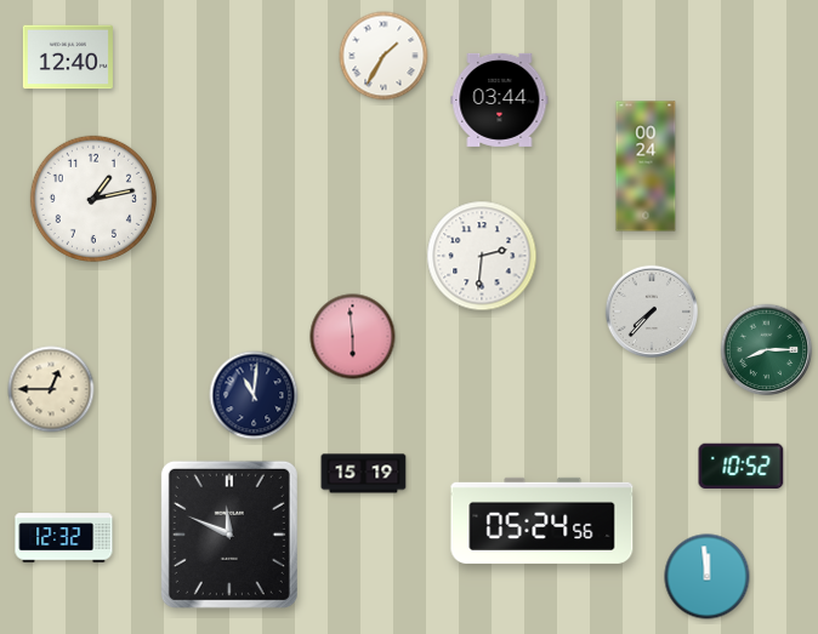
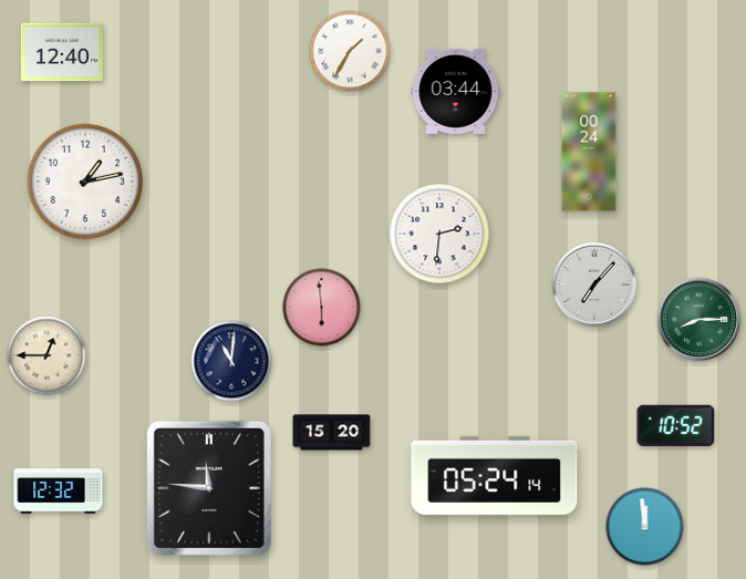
clock at (652, 312): 7:37 -> 7:07
clock at (364, 474): 15:19 -> 15:20
clock at (543, 520): 05:24:56 -> 05:24:14
clock at (229, 535): 11:49 -> 11:46
